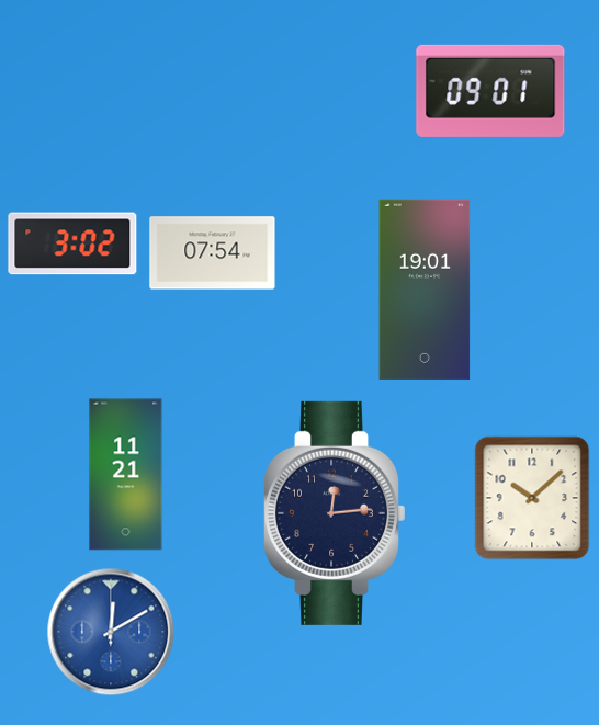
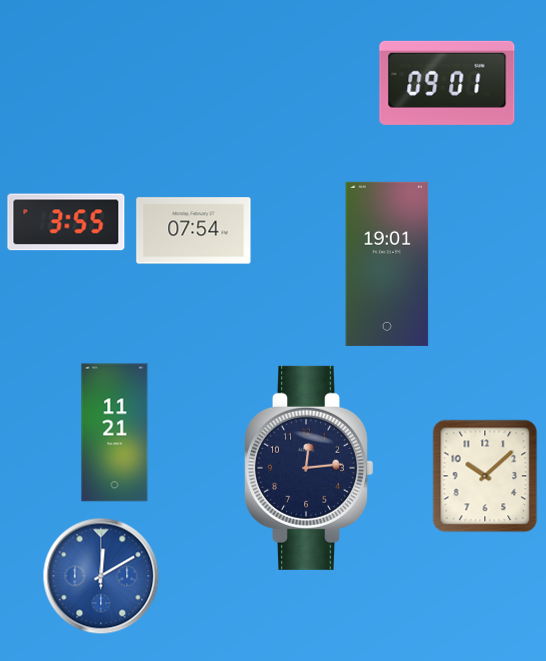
clock at (72, 243): 3:02 -> 3:55
clock at (532, 498) position: (532, 498) -> (485, 476)
clock at (335, 513) position: (335, 513) -> (309, 468)
